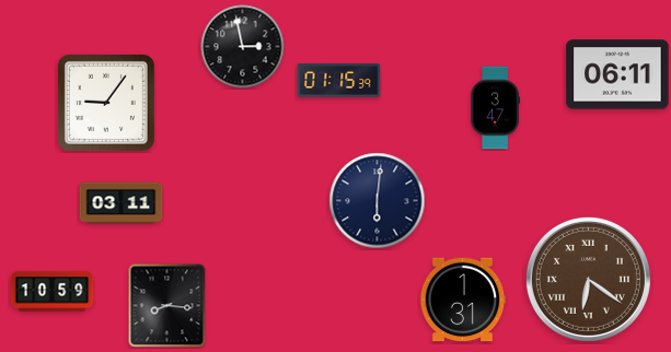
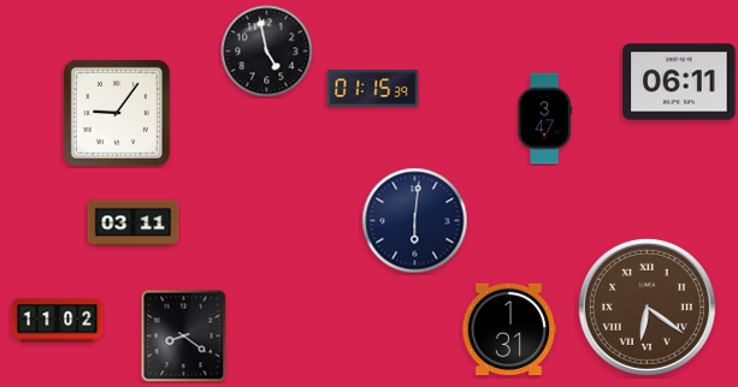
clock at (243, 47): 2:58 -> 4:58
clock at (53, 292): 10:59 -> 11:02
clock at (167, 306): 8:16 -> 8:21
